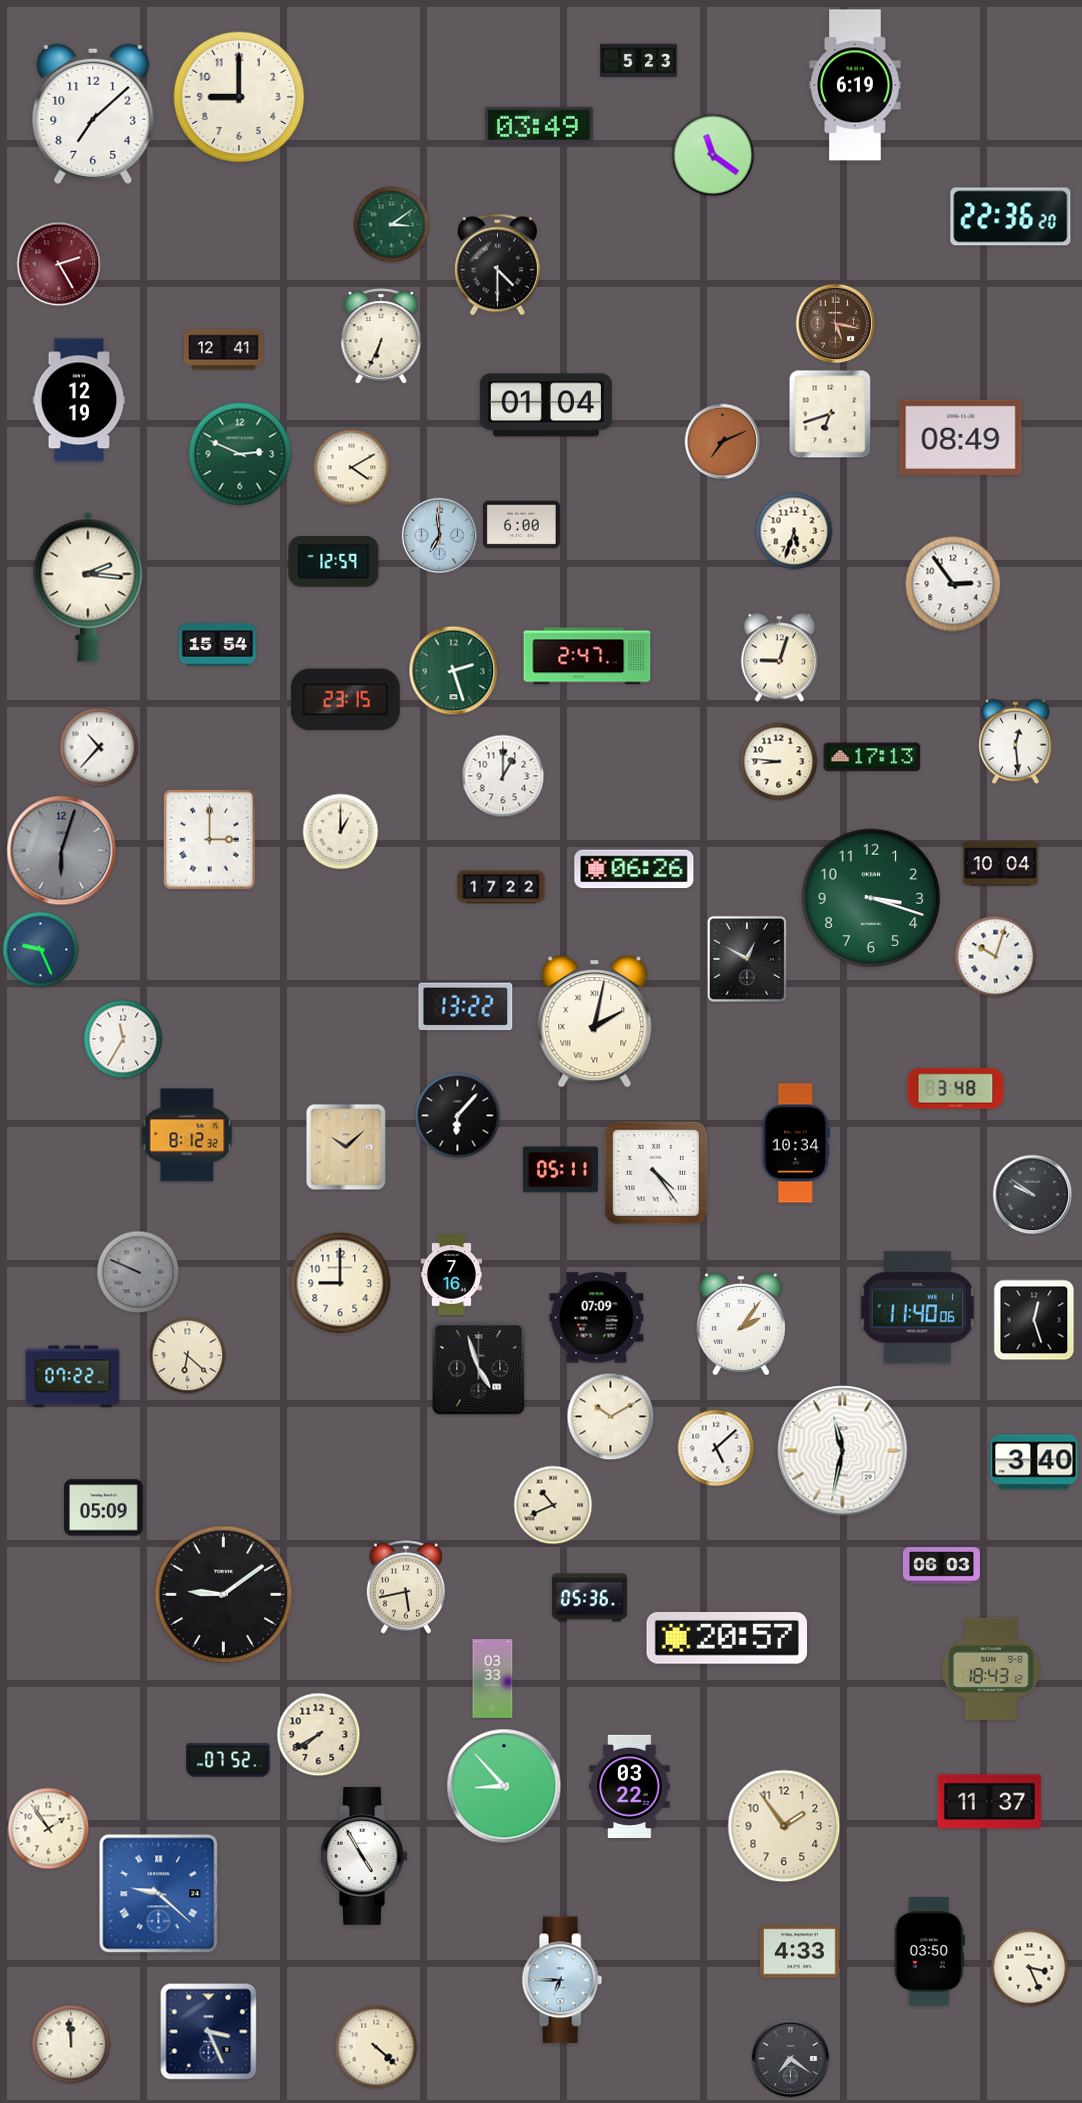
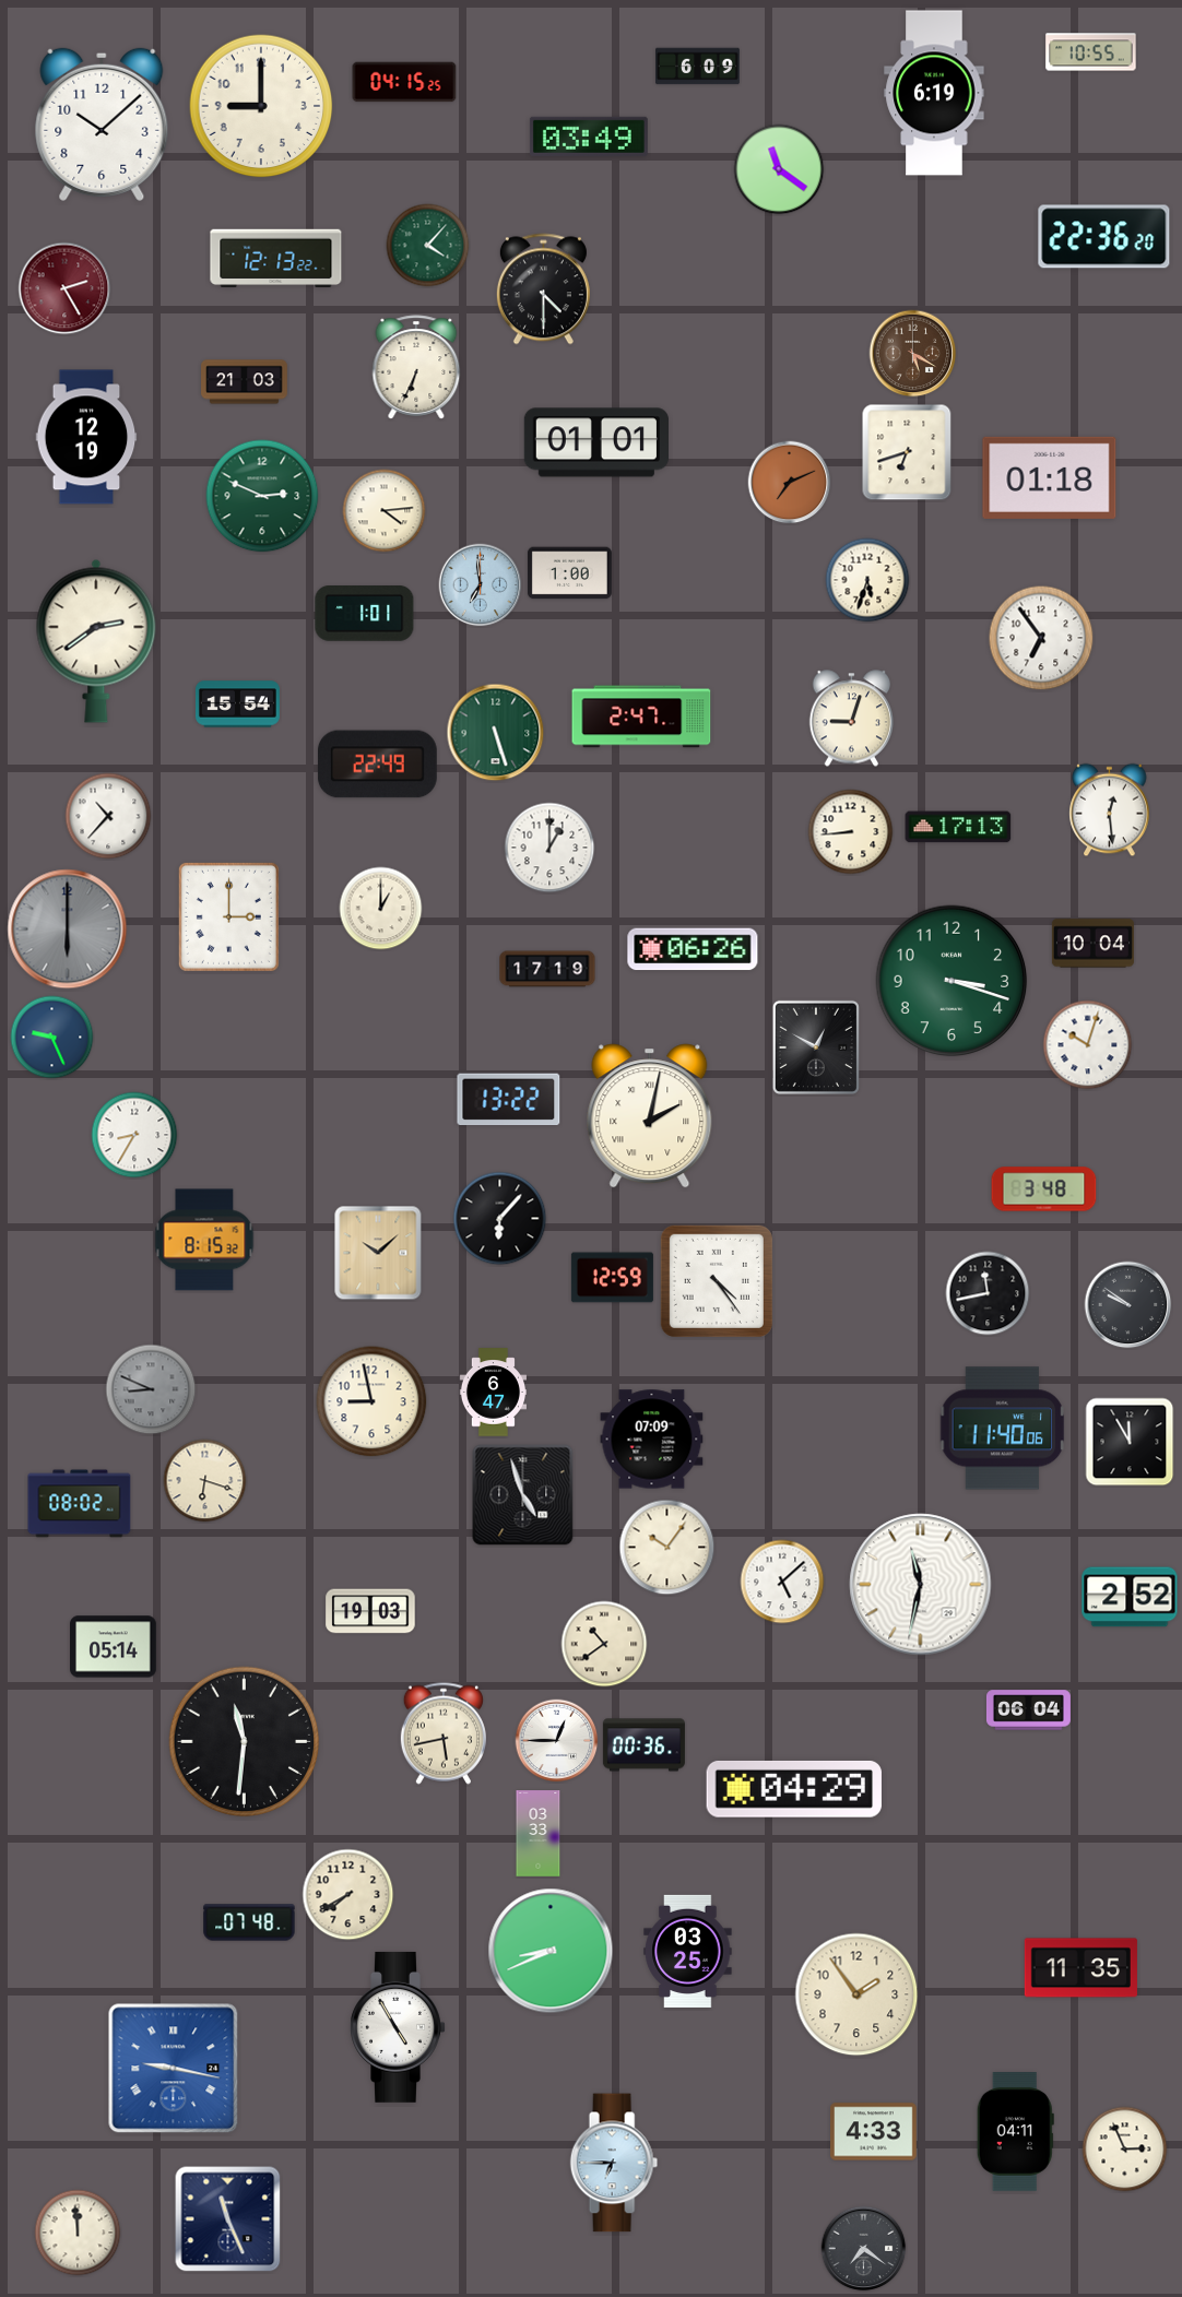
clock at (1091, 52): none -> 10:55
clock at (639, 61): 5:23 -> 6:09
clock at (404, 82): none -> 04:15
clock at (93, 114): 7:08 -> 10:08
clock at (392, 225): 3:09 -> 4:07
clock at (276, 259): none -> 12:13
clock at (836, 324): 5:17 -> 5:20
clock at (224, 350): 12:41 -> 21:03
clock at (545, 405): 01:04 -> 01:01
clock at (961, 437): 08:49 -> 01:18
clock at (352, 468): 4:10 -> 4:14
clock at (521, 525): 6:00 -> 1:00
clock at (334, 562): 12:59 -> 1:01
clock at (953, 584): 2:54 -> 6:54
clock at (88, 587): 2:16 -> 2:39
clock at (454, 671): 2:27 -> 5:27
clock at (345, 700): 23:15 -> 22:49
clock at (872, 757) position: (872, 757) -> (958, 827)
clock at (779, 762): 8:46 -> 8:44
clock at (341, 832) position: (341, 832) -> (381, 909)
clock at (62, 851): 6:03 -> 6:00
clock at (501, 887): 17:22 -> 17:19
clock at (41, 950) position: (41, 950) -> (52, 1038)
clock at (123, 1039): 11:35 -> 8:35
clock at (187, 1135): 8:12 -> 8:15
clock at (796, 1143): 10:34 -> none
clock at (560, 1170): 05:11 -> 12:59
clock at (988, 1293): none -> 11:43
clock at (138, 1272): 9:49 -> 8:49
clock at (451, 1275): 7:16 -> 6:47
clock at (340, 1283): 9:00 -> 8:58
clock at (1034, 1320): 12:27 -> 11:55
clock at (741, 1324): 2:06 -> none
clock at (188, 1356): 6:22 -> 6:18
clock at (73, 1377): 07:22 -> 08:02
clock at (611, 1417): 10:10 -> 10:06
clock at (1034, 1462): 3:40 -> 2:52
clock at (370, 1611): none -> 19:03
clock at (553, 1505): 10:41 -> 10:39
clock at (104, 1508): 05:09 -> 05:14
clock at (941, 1566): 06:03 -> 06:04
clock at (557, 1741): none -> 12:45
clock at (224, 1595): 9:09 -> 11:31
clock at (589, 1598): 05:36 -> 00:36
clock at (726, 1638): 20:57 -> 04:29
clock at (992, 1668): 18:43 -> none
clock at (228, 1760): 07:52 -> 07:48
clock at (504, 1786): 8:53 -> 8:41
clock at (630, 1786): 03:22 -> 03:25
clock at (989, 1802): 11:37 -> 11:35
clock at (49, 1829): 1:54 -> none
clock at (159, 1894): 9:22 -> 9:17
clock at (929, 1952): 03:50 -> 04:11
clock at (1030, 1968): 3:26 -> 2:56
clock at (209, 2032): 3:26 -> 11:26
clock at (376, 2047): 4:22 -> none
